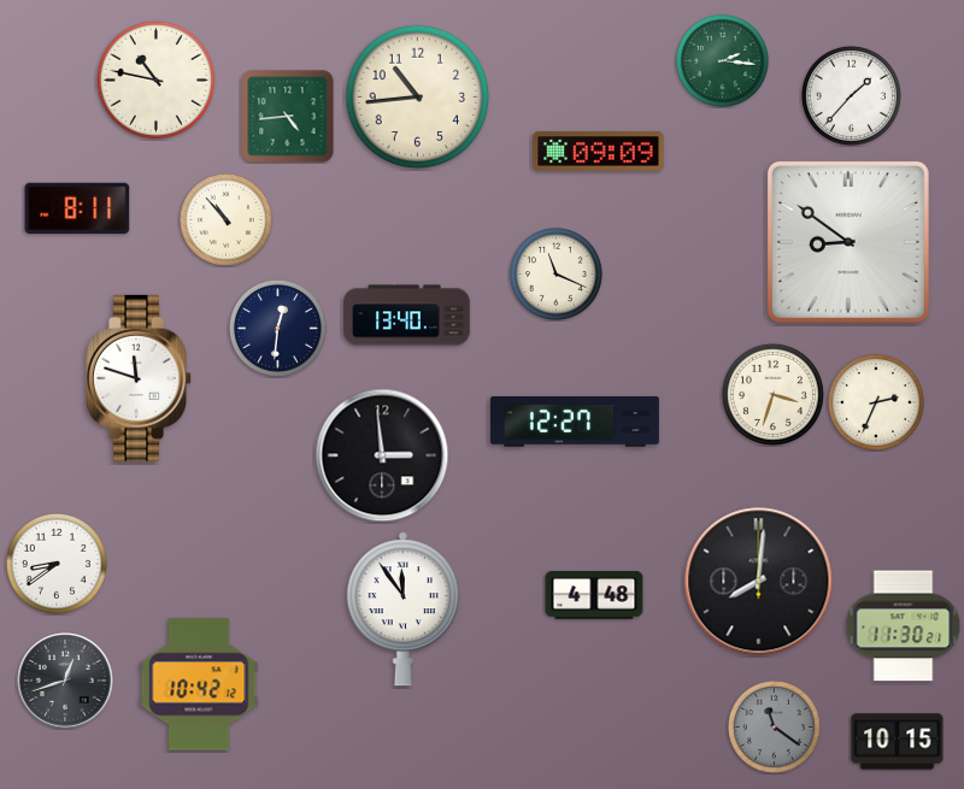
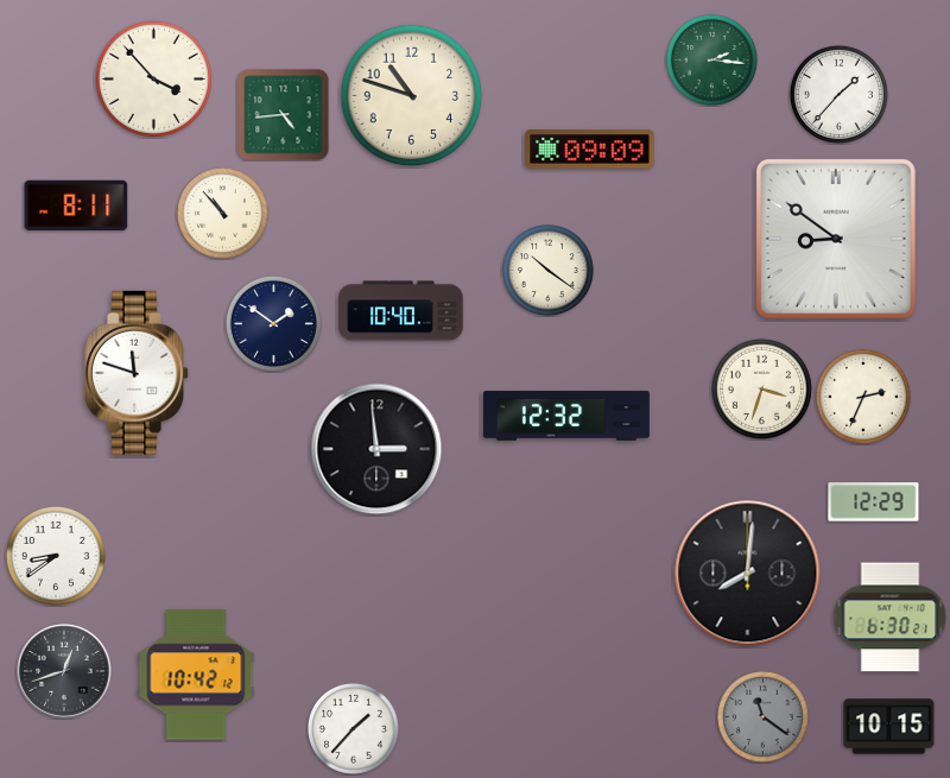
clock at (155, 80): 10:47 -> 3:53
clock at (418, 98): 10:44 -> 10:48
clock at (225, 219) position: (225, 219) -> (222, 213)
clock at (556, 273): 11:19 -> 10:21
clock at (407, 316): 13:40 -> 10:40
clock at (277, 328): 12:31 -> 1:51
clock at (575, 422): 12:27 -> 12:32
clock at (874, 502): none -> 12:29
clock at (594, 595): 4:48 -> none
clock at (402, 610): 11:54 -> none
clock at (904, 626): 11:30 -> 6:30
clock at (353, 728): none -> 1:37
clock at (898, 742) position: (898, 742) -> (889, 727)
